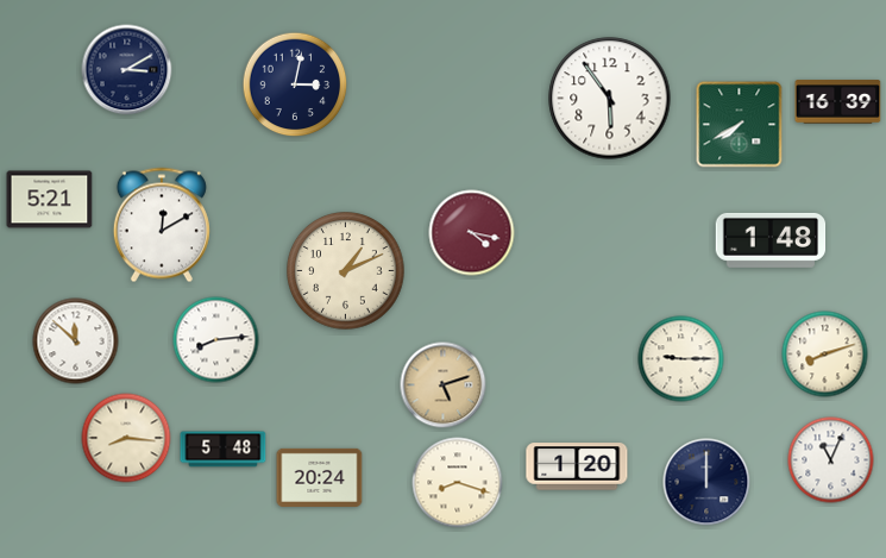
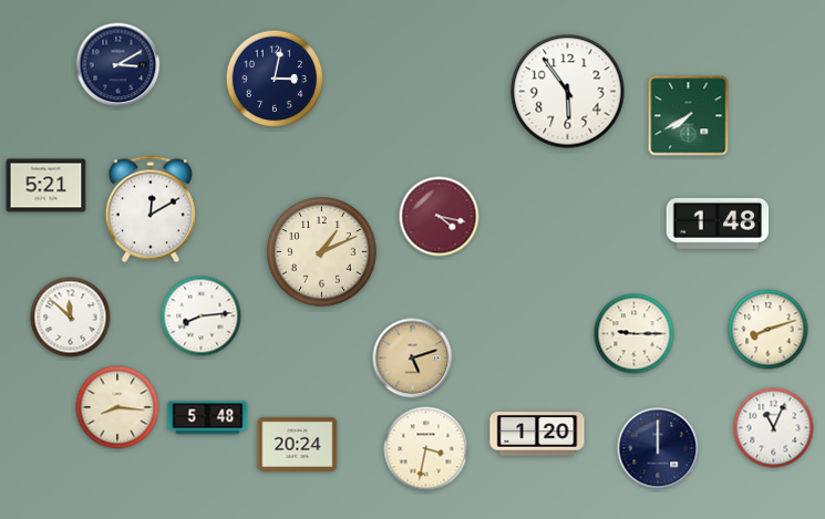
clock at (838, 102): 16:39 -> none
clock at (458, 483): 8:18 -> 3:32
